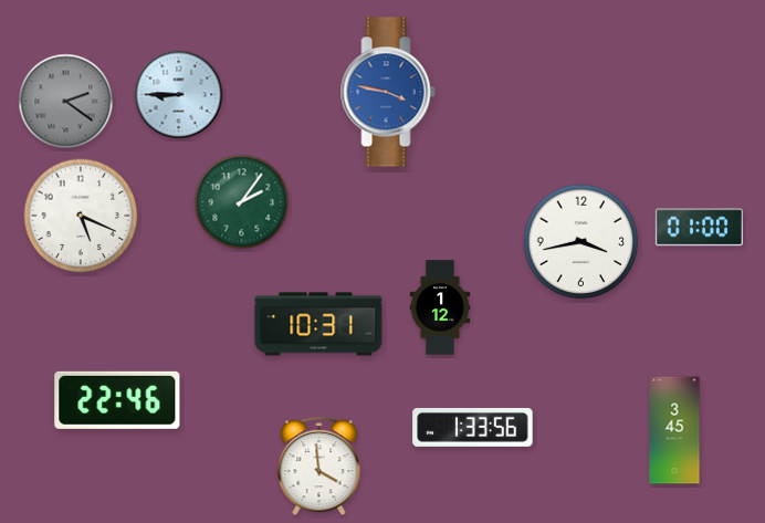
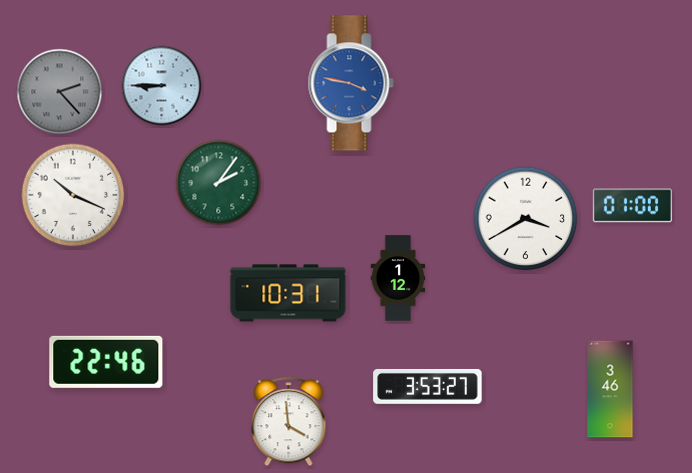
clock at (66, 102): 2:21 -> 2:23
clock at (81, 216): 5:19 -> 10:19
clock at (581, 242): 3:43 -> 3:40
clock at (473, 427): 1:33 -> 3:53
clock at (674, 430): 3:45 -> 3:46
